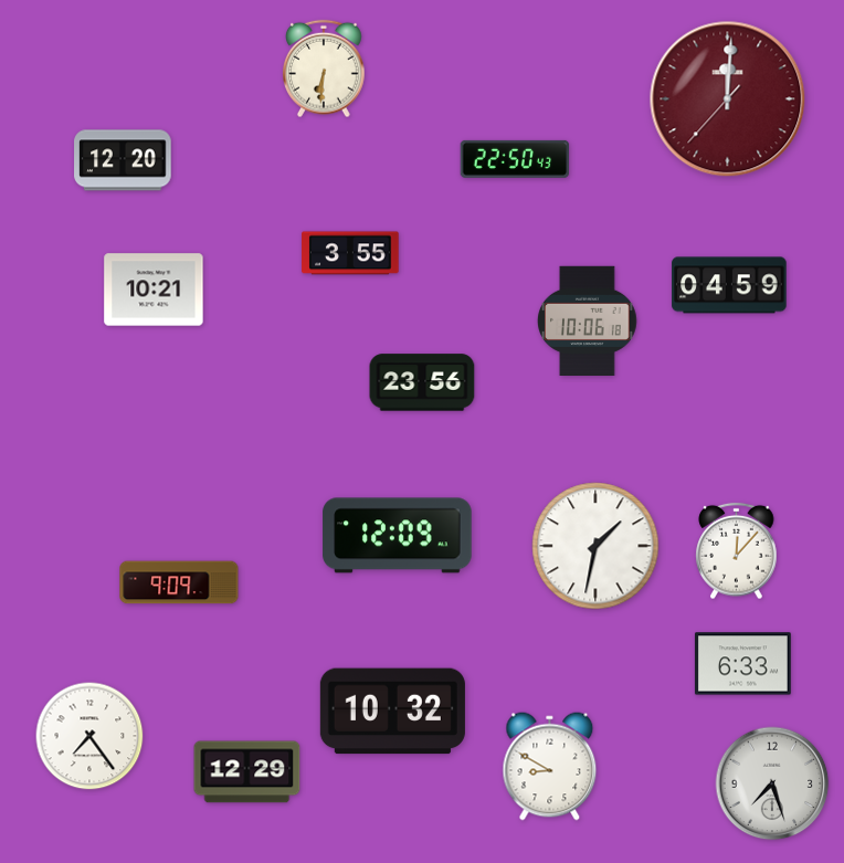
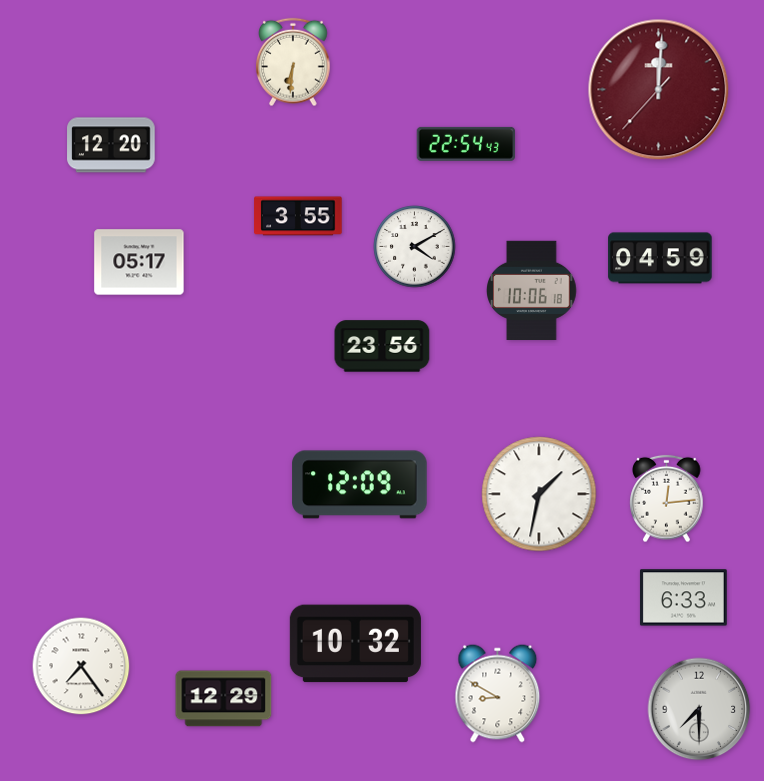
clock at (515, 159): 22:50 -> 22:54
clock at (350, 253) position: (350, 253) -> (298, 216)
clock at (415, 247): none -> 4:10
clock at (154, 290): 10:21 -> 05:17
clock at (737, 551): 12:07 -> 12:14
clock at (179, 582): 9:09 -> none
clock at (743, 664) position: (743, 664) -> (684, 598)
clock at (772, 783): 7:27 -> 7:30
